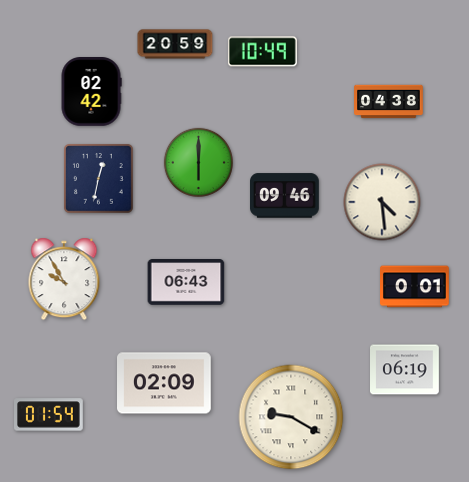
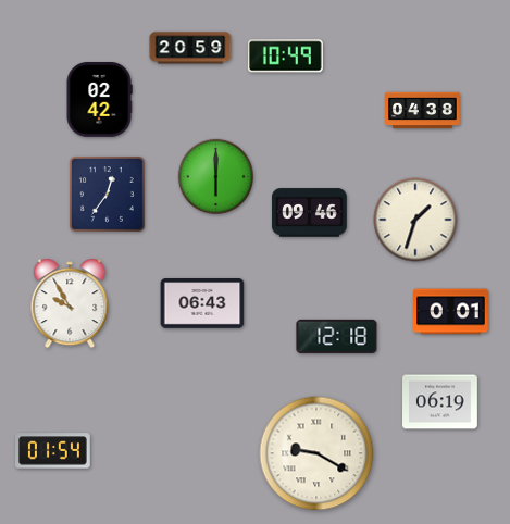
clock at (99, 179): 12:32 -> 12:36
clock at (382, 202): 4:29 -> 1:33
clock at (186, 282) position: (186, 282) -> (202, 303)
clock at (337, 336): none -> 12:18
clock at (165, 383): 02:09 -> none
